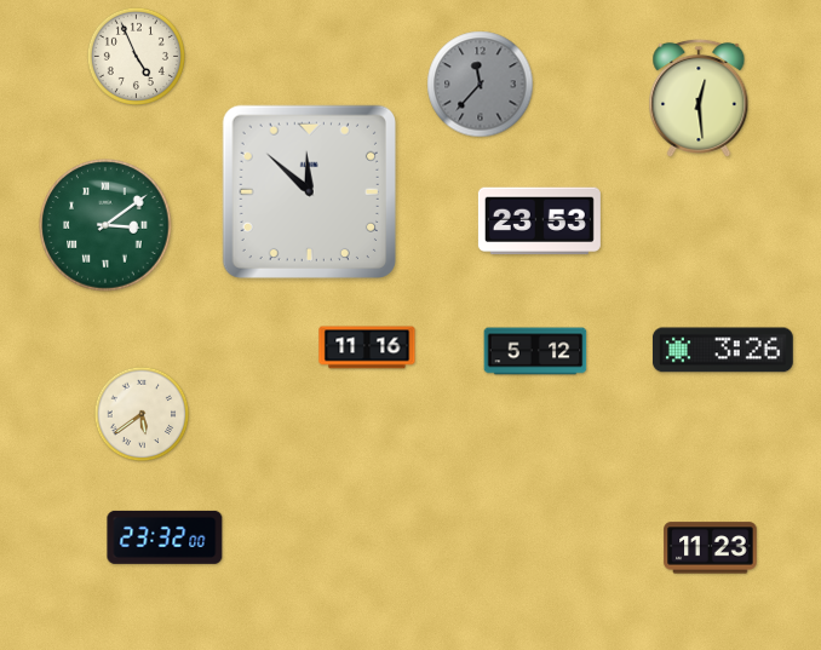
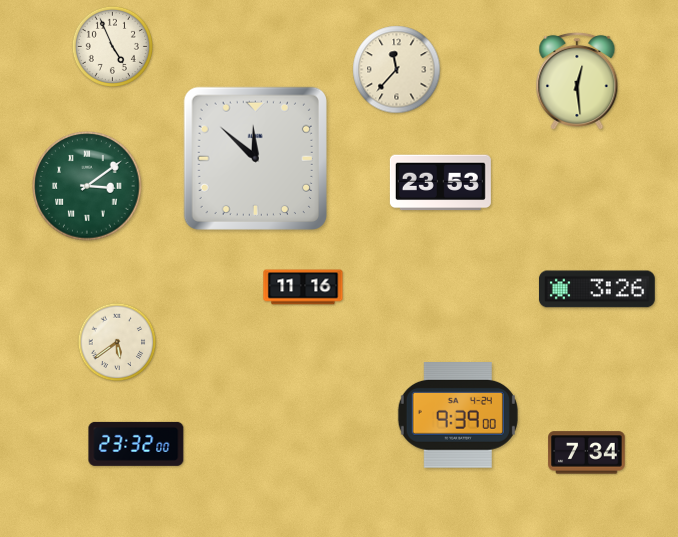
clock at (481, 85) dial: grey -> cream
clock at (539, 222) position: (539, 222) -> (440, 183)
clock at (535, 351): 5:12 -> none
clock at (458, 416): none -> 9:39
clock at (711, 548): 11:23 -> 7:34
